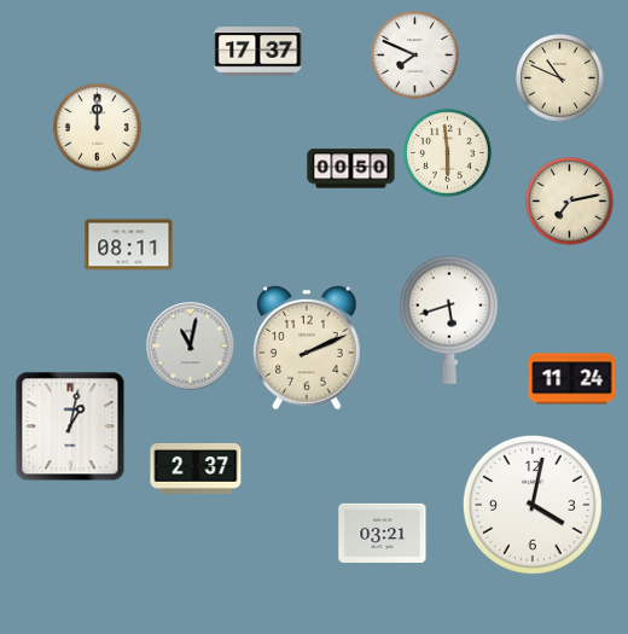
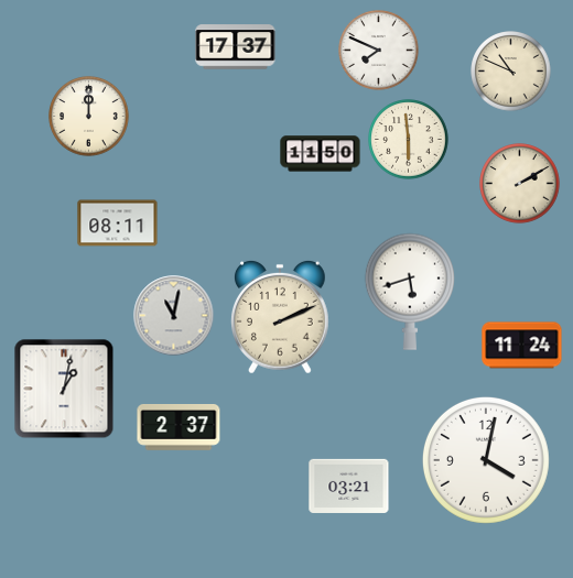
clock at (351, 169): 00:50 -> 11:50
clock at (570, 202): 7:13 -> 2:10
